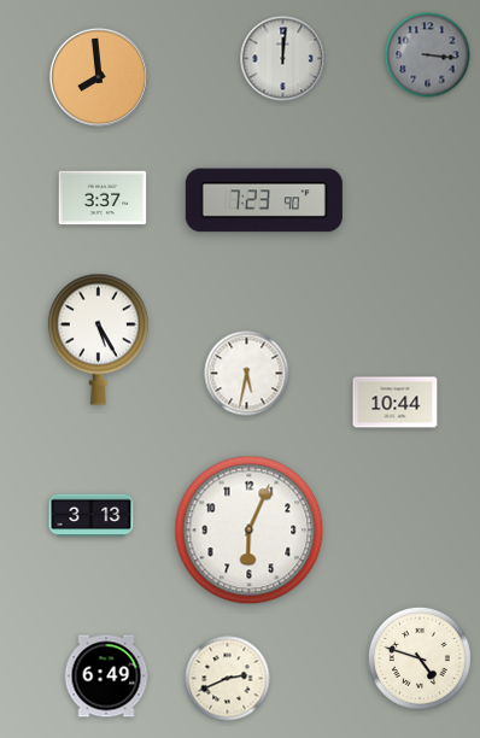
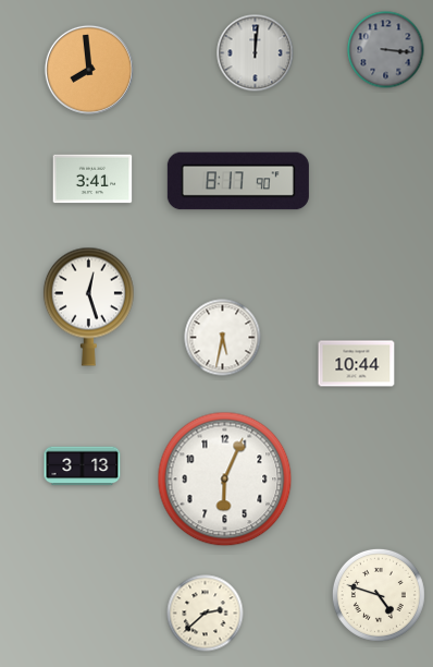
clock at (103, 198): 3:37 -> 3:41
clock at (264, 200): 7:23 -> 8:17
clock at (98, 339): 5:25 -> 12:27
clock at (106, 676): 6:49 -> none
clock at (228, 679): 2:41 -> 2:38
